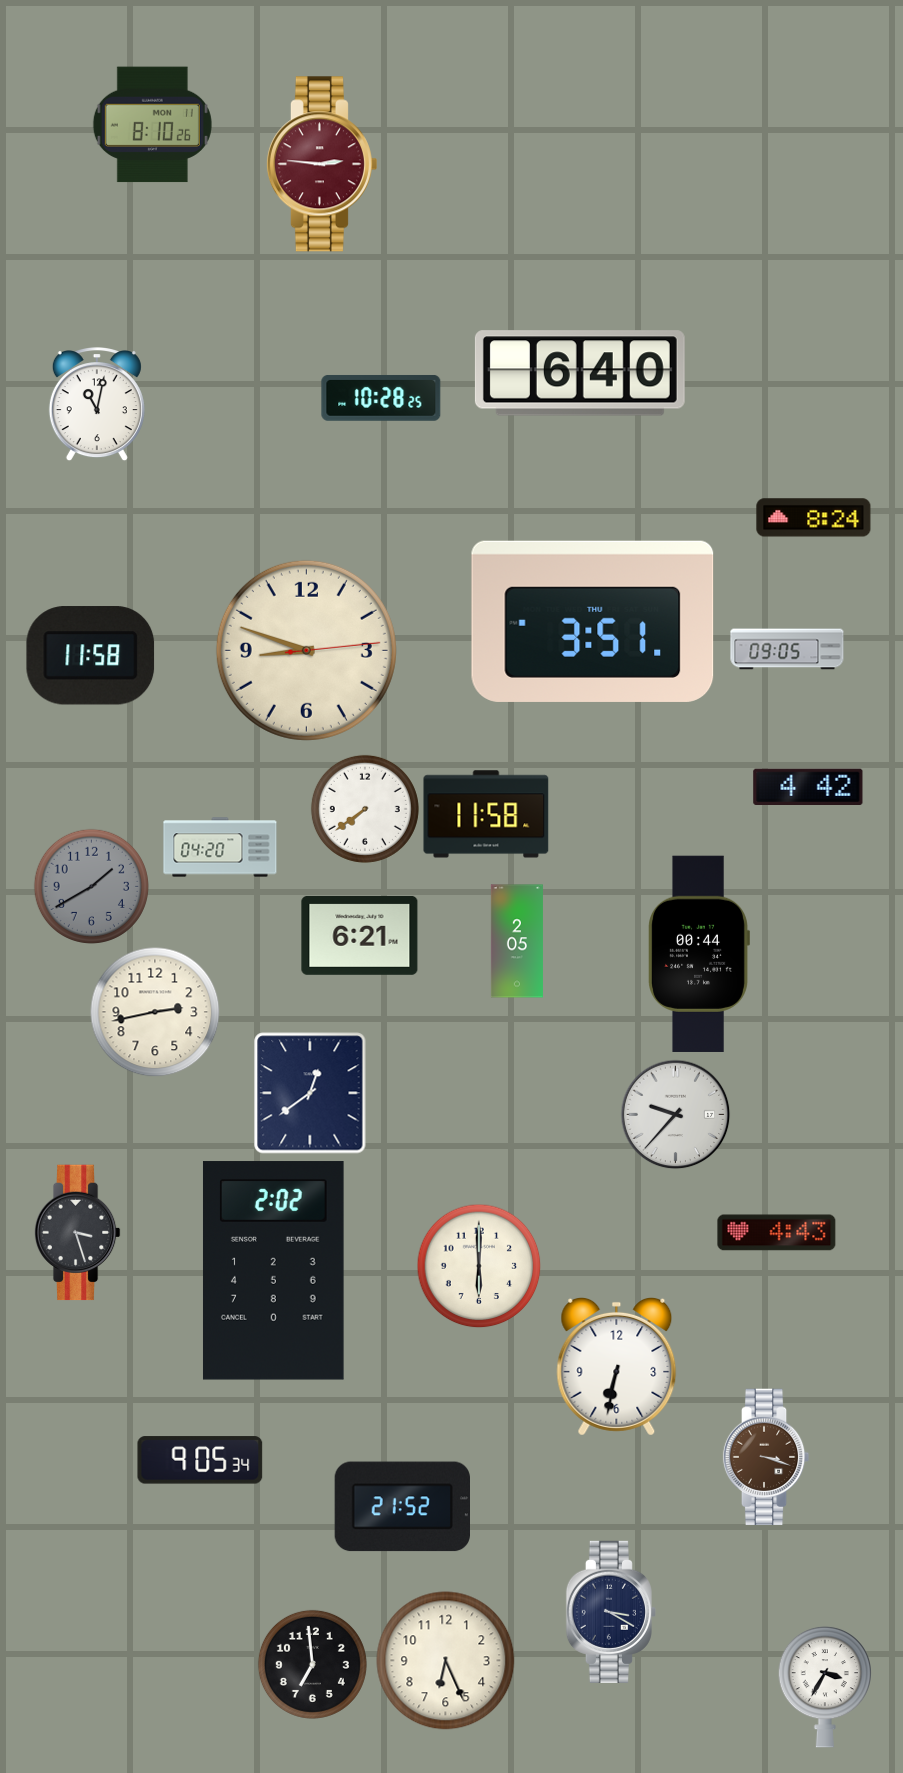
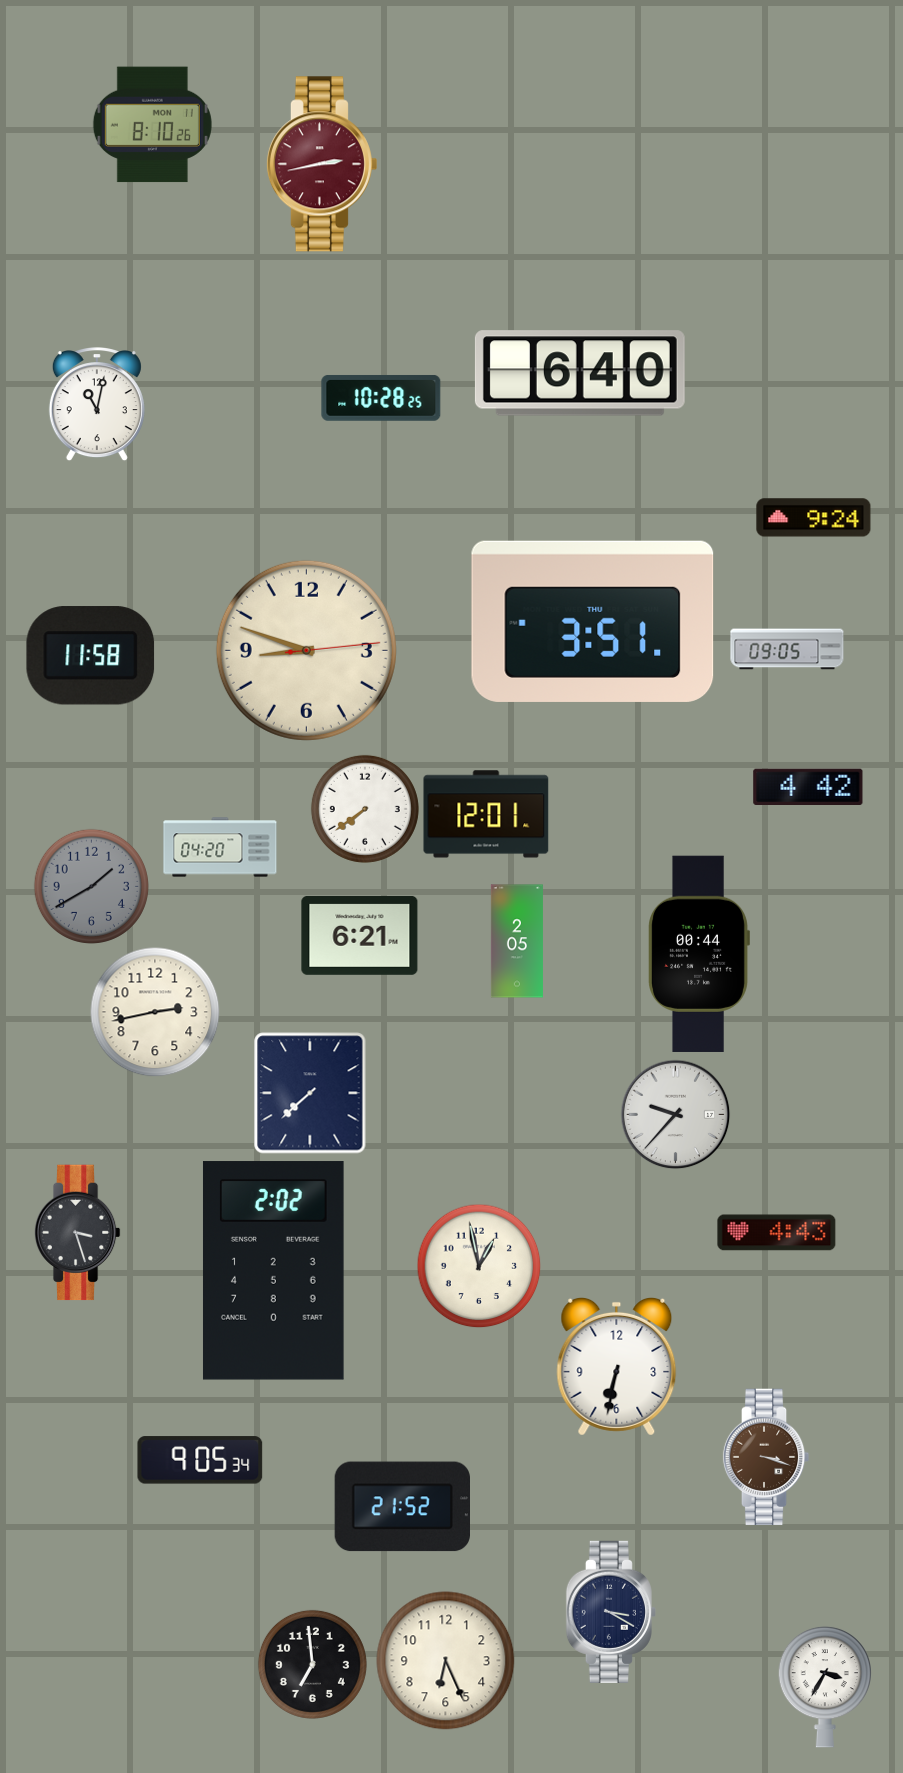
clock at (321, 164): 2:46 -> 2:43
clock at (814, 518): 8:24 -> 9:24
clock at (486, 814): 11:58 -> 12:01
clock at (310, 1093): 12:39 -> 7:38
clock at (479, 1266): 6:00 -> 12:58
